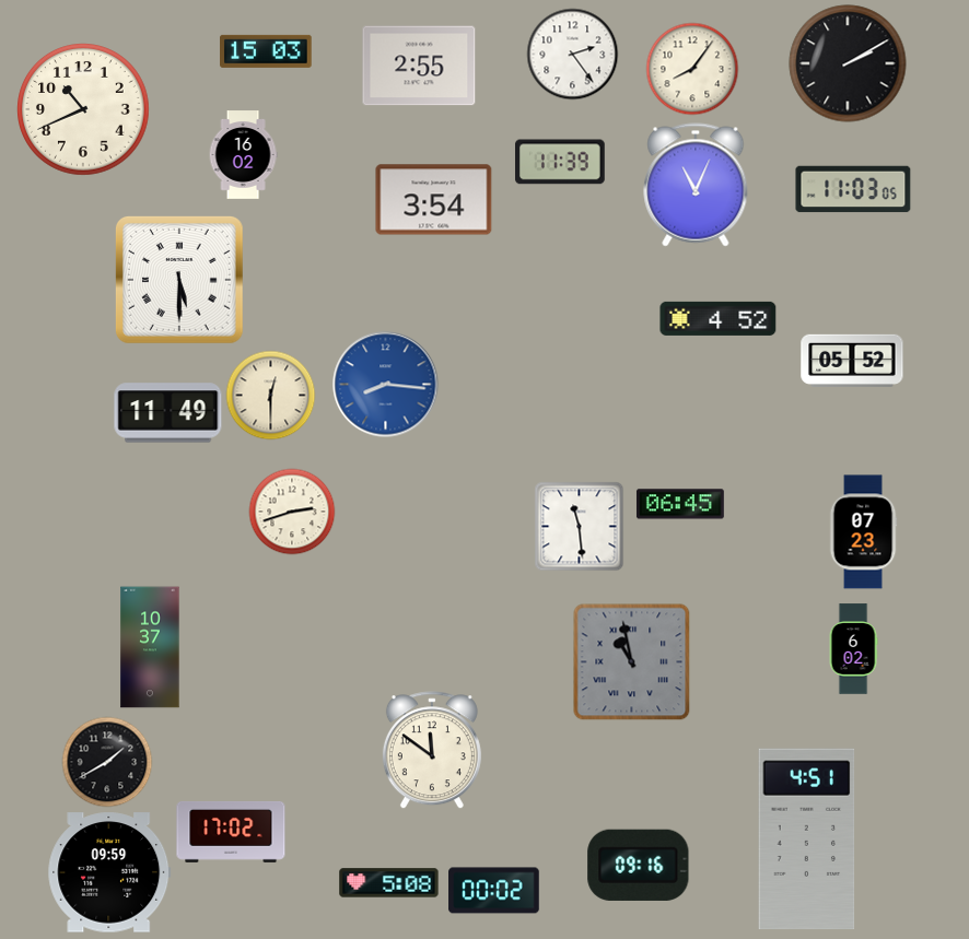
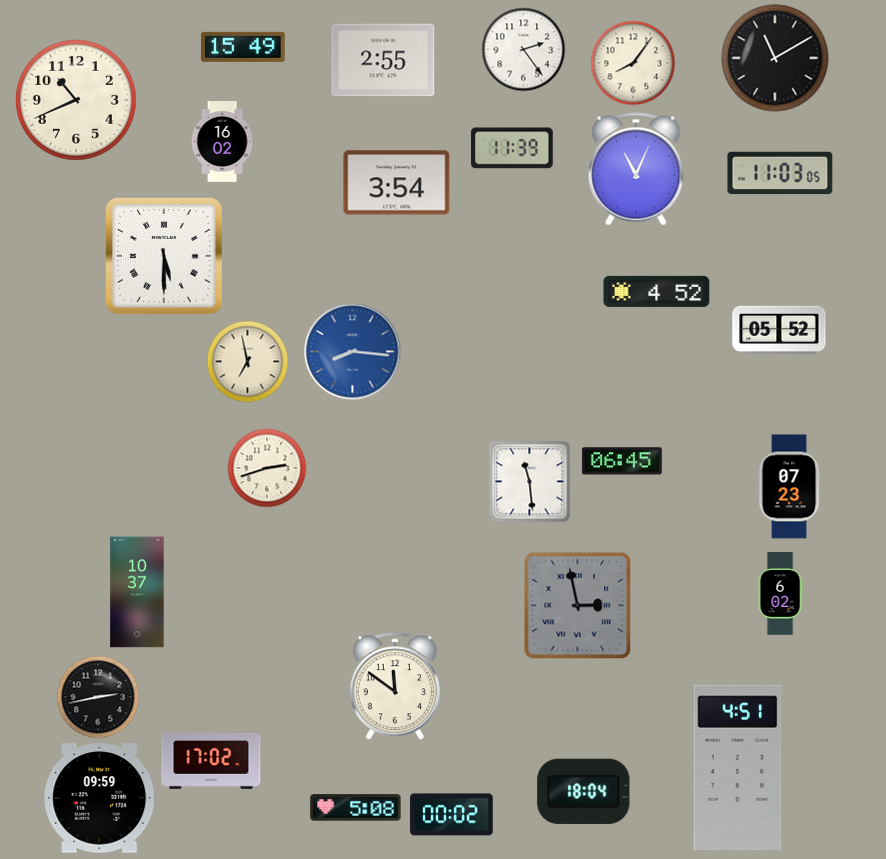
clock at (266, 51): 15:03 -> 15:49
clock at (848, 63): 2:10 -> 11:10
clock at (270, 395): 12:30 -> 6:58
clock at (168, 413): 11:49 -> none
clock at (632, 662): 10:58 -> 2:58
clock at (107, 762): 1:40 -> 2:43
clock at (639, 865): 09:16 -> 18:04
